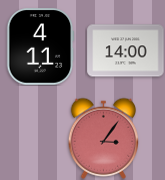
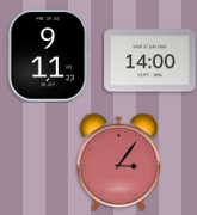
clock at (40, 47): 4:11 -> 9:11
clock at (104, 138) position: (104, 138) -> (119, 161)
